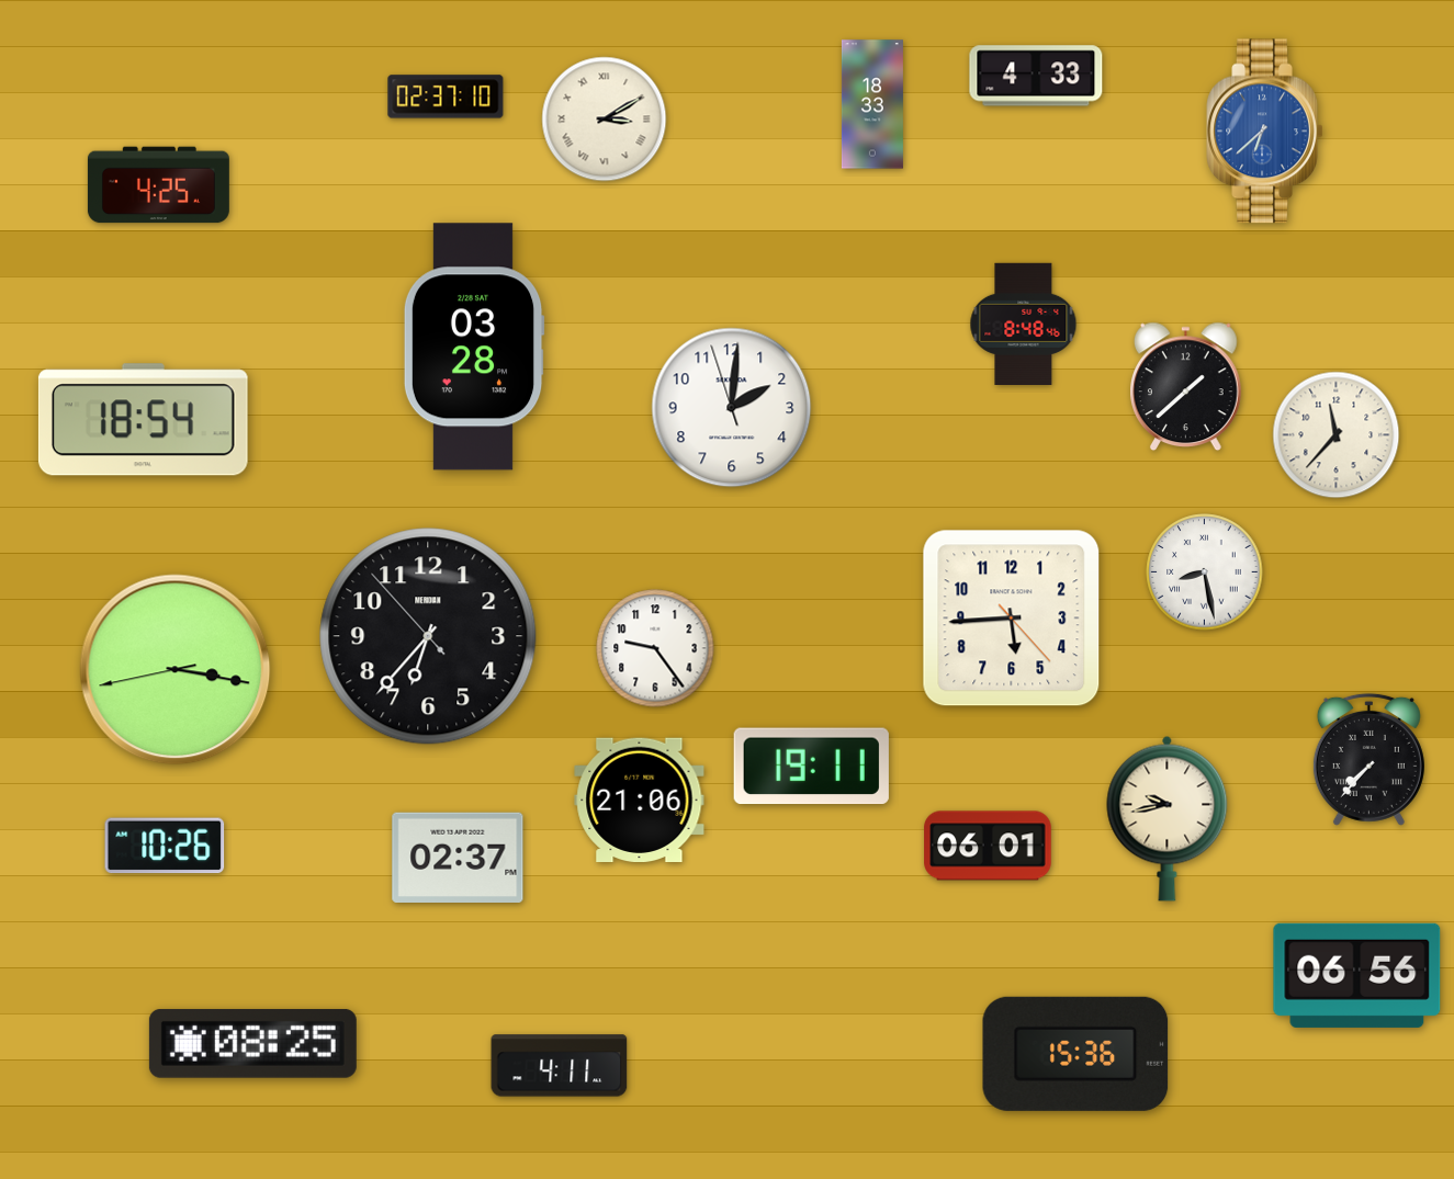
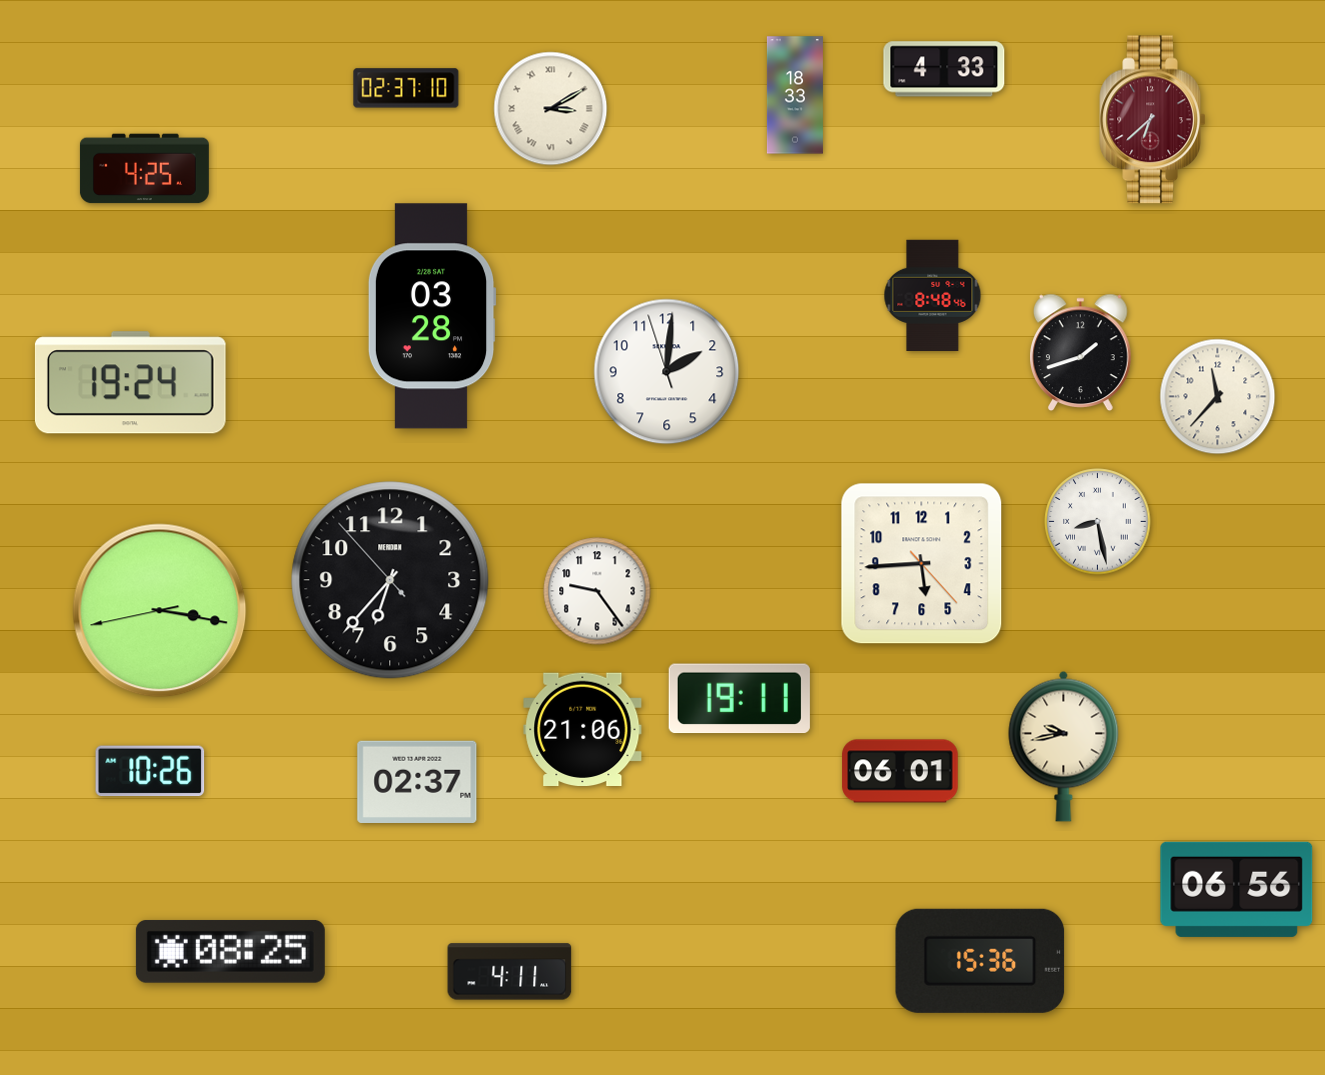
clock at (1265, 132) dial: blue -> burgundy
clock at (1186, 387): 1:38 -> 1:42
clock at (143, 420): 18:54 -> 19:24
clock at (1368, 759): 7:37 -> none
